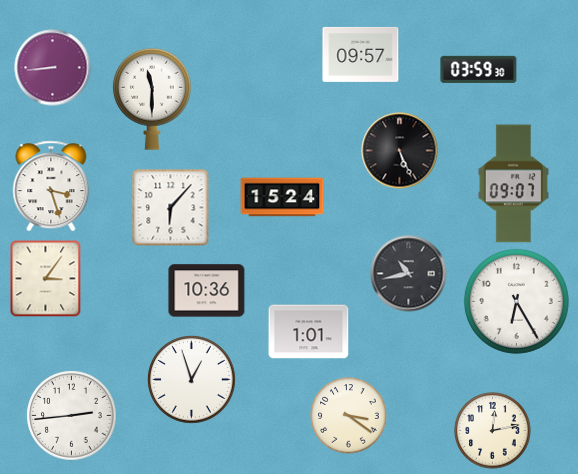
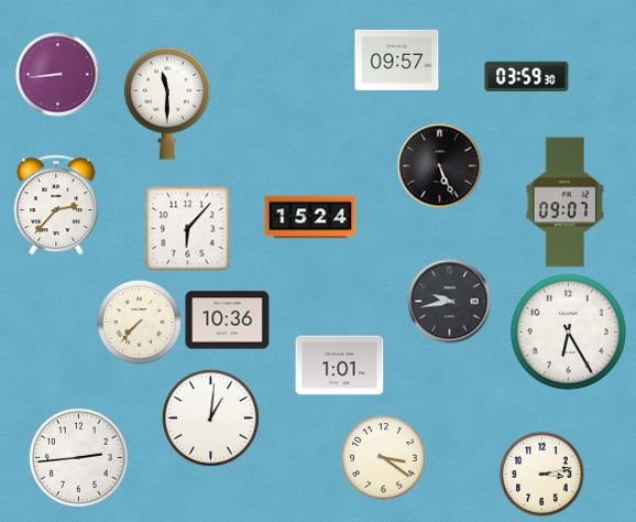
clock at (152, 99) position: (152, 99) -> (167, 104)
clock at (51, 186): 3:27 -> 2:37
clock at (409, 274): 10:43 -> 9:43
clock at (46, 278): 3:06 -> none
clock at (140, 323): none -> 7:37
clock at (192, 380): 12:57 -> 1:01
clock at (493, 431): 12:13 -> 3:13
